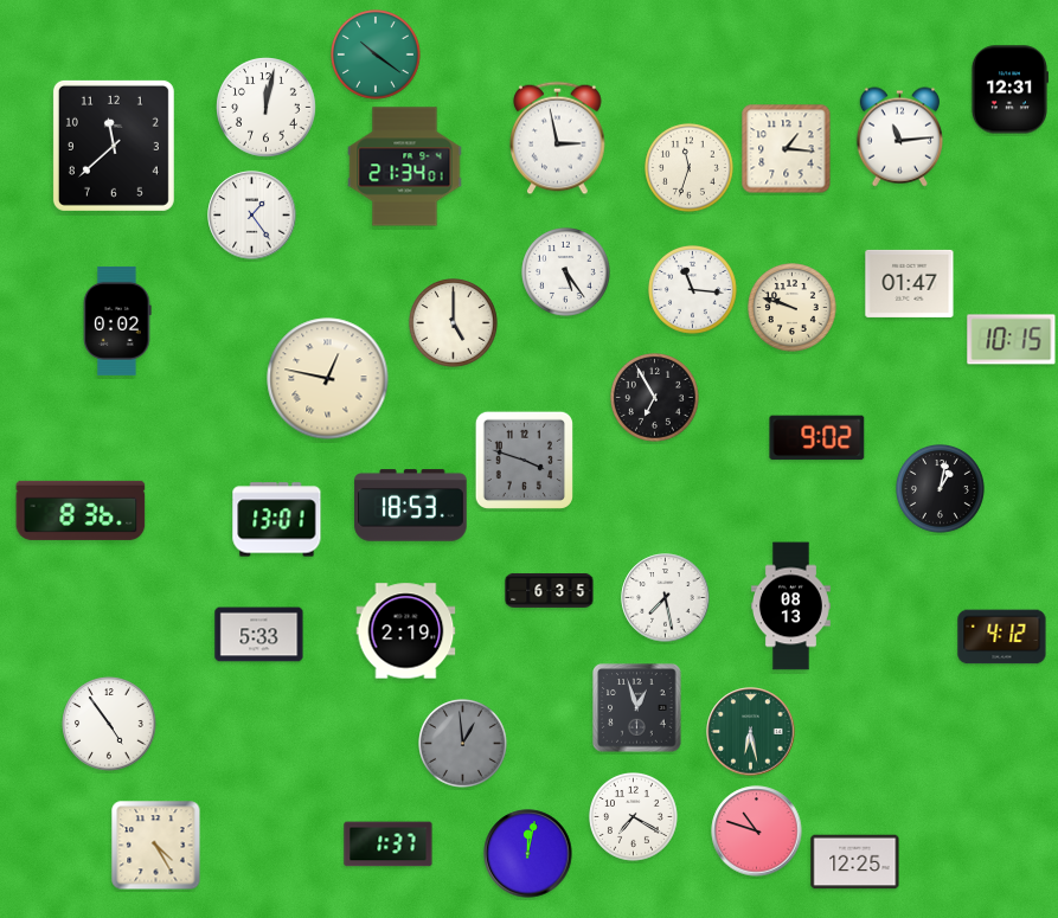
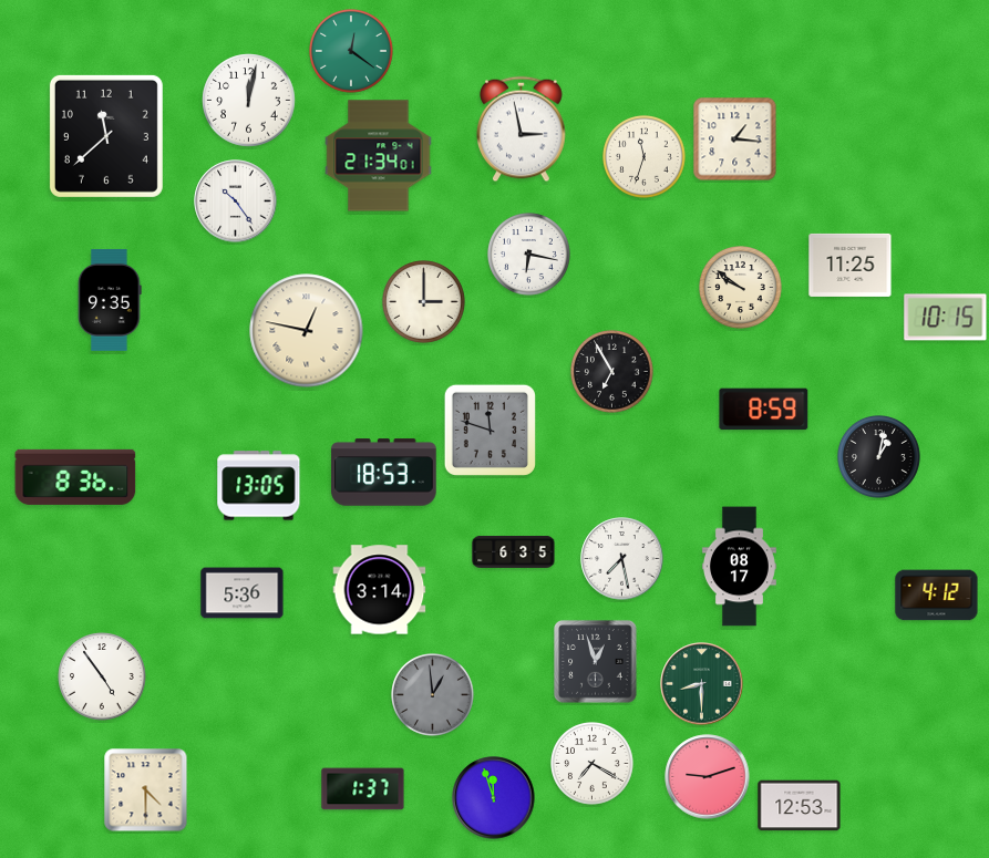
clock at (377, 56): 10:21 -> 12:21
clock at (1009, 90): 12:31 -> none
clock at (900, 137): 11:14 -> none
clock at (252, 216): 1:24 -> 10:24
clock at (566, 272): 5:24 -> 6:17
clock at (910, 283): 01:47 -> 11:25
clock at (693, 290): 11:16 -> none
clock at (793, 308): 9:48 -> 9:51
clock at (117, 321): 0:02 -> 9:35
clock at (454, 323): 5:00 -> 3:00
clock at (328, 379) position: (328, 379) -> (307, 331)
clock at (817, 438): 9:02 -> 8:59
clock at (524, 460): 3:48 -> 11:48
clock at (277, 520): 13:01 -> 13:05
clock at (790, 606): 08:13 -> 08:17
clock at (406, 631): 2:19 -> 3:14
clock at (259, 635): 5:33 -> 5:36
clock at (751, 732): 6:28 -> 8:30
clock at (757, 832): 10:48 -> 9:12
clock at (156, 846): 4:25 -> 4:30
clock at (528, 854): 12:02 -> 11:57
clock at (855, 862): 12:25 -> 12:53
